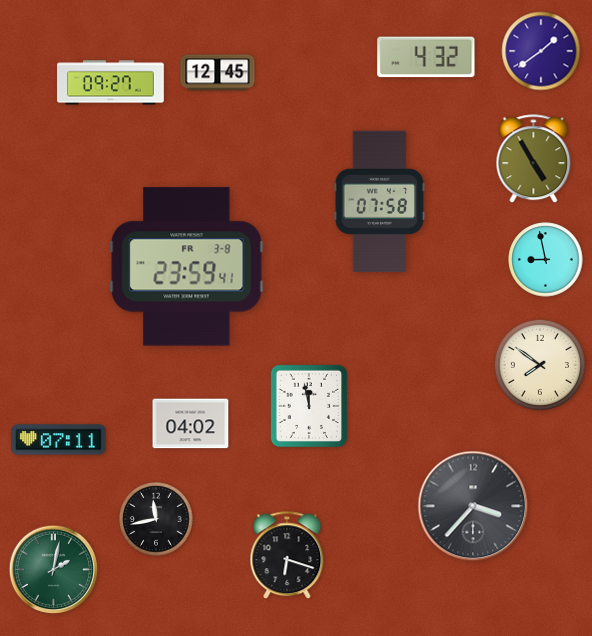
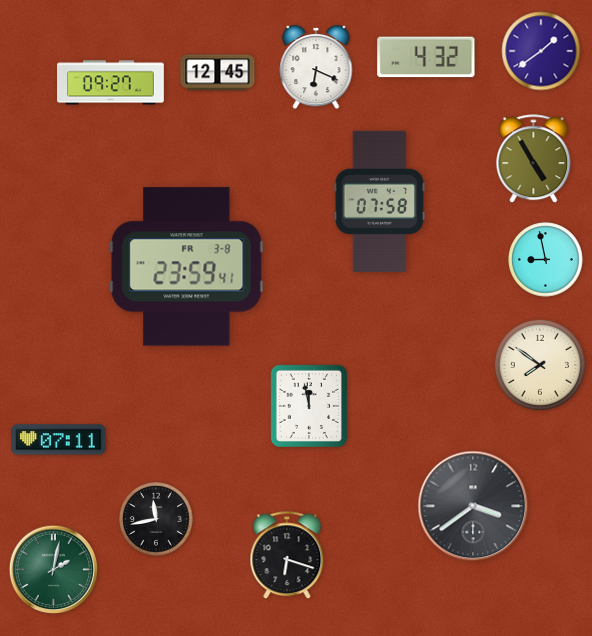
clock at (316, 67): none -> 6:19
clock at (191, 424): 04:02 -> none
clock at (473, 506): 3:37 -> 3:39
